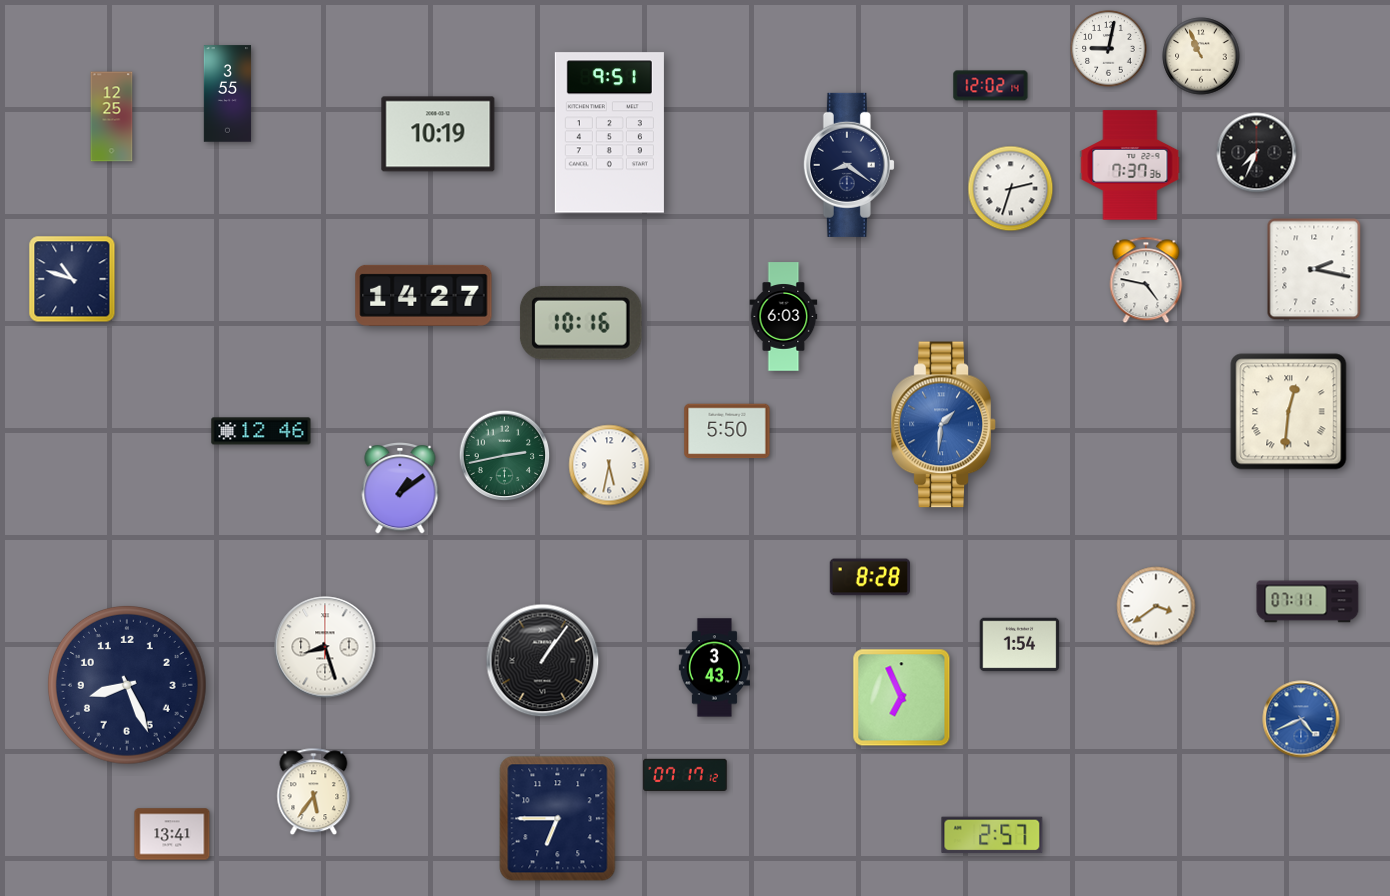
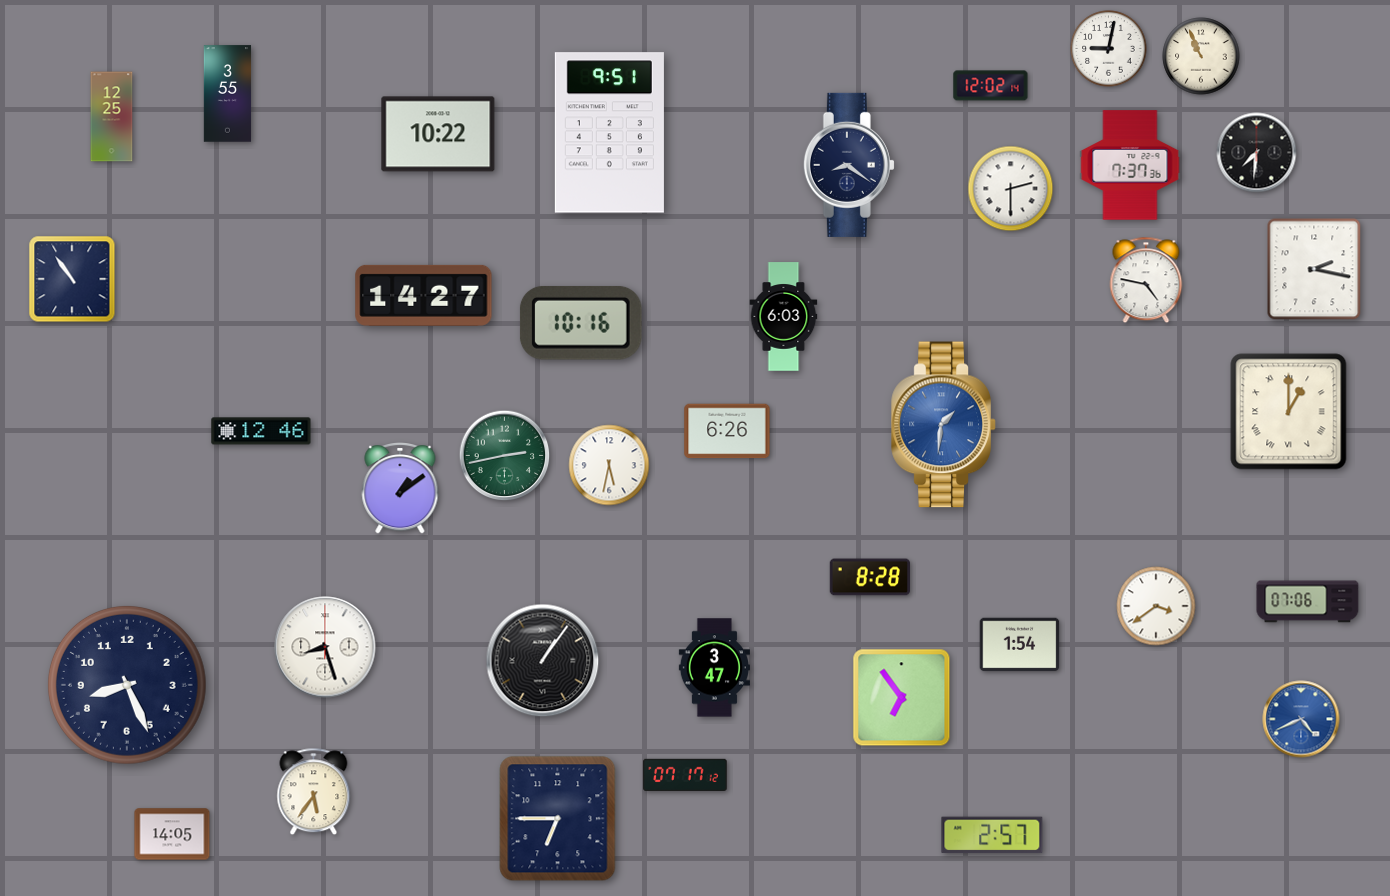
clock at (438, 134): 10:19 -> 10:22
clock at (1257, 153): 7:34 -> 7:31
clock at (1011, 189): 2:33 -> 2:30
clock at (72, 279): 10:48 -> 10:54
clock at (1289, 412): 12:31 -> 1:00
clock at (727, 431): 5:50 -> 6:26
clock at (1308, 602): 07:11 -> 07:06
clock at (714, 668): 3:43 -> 3:47
clock at (902, 698): 6:56 -> 6:54
clock at (172, 834): 13:41 -> 14:05
